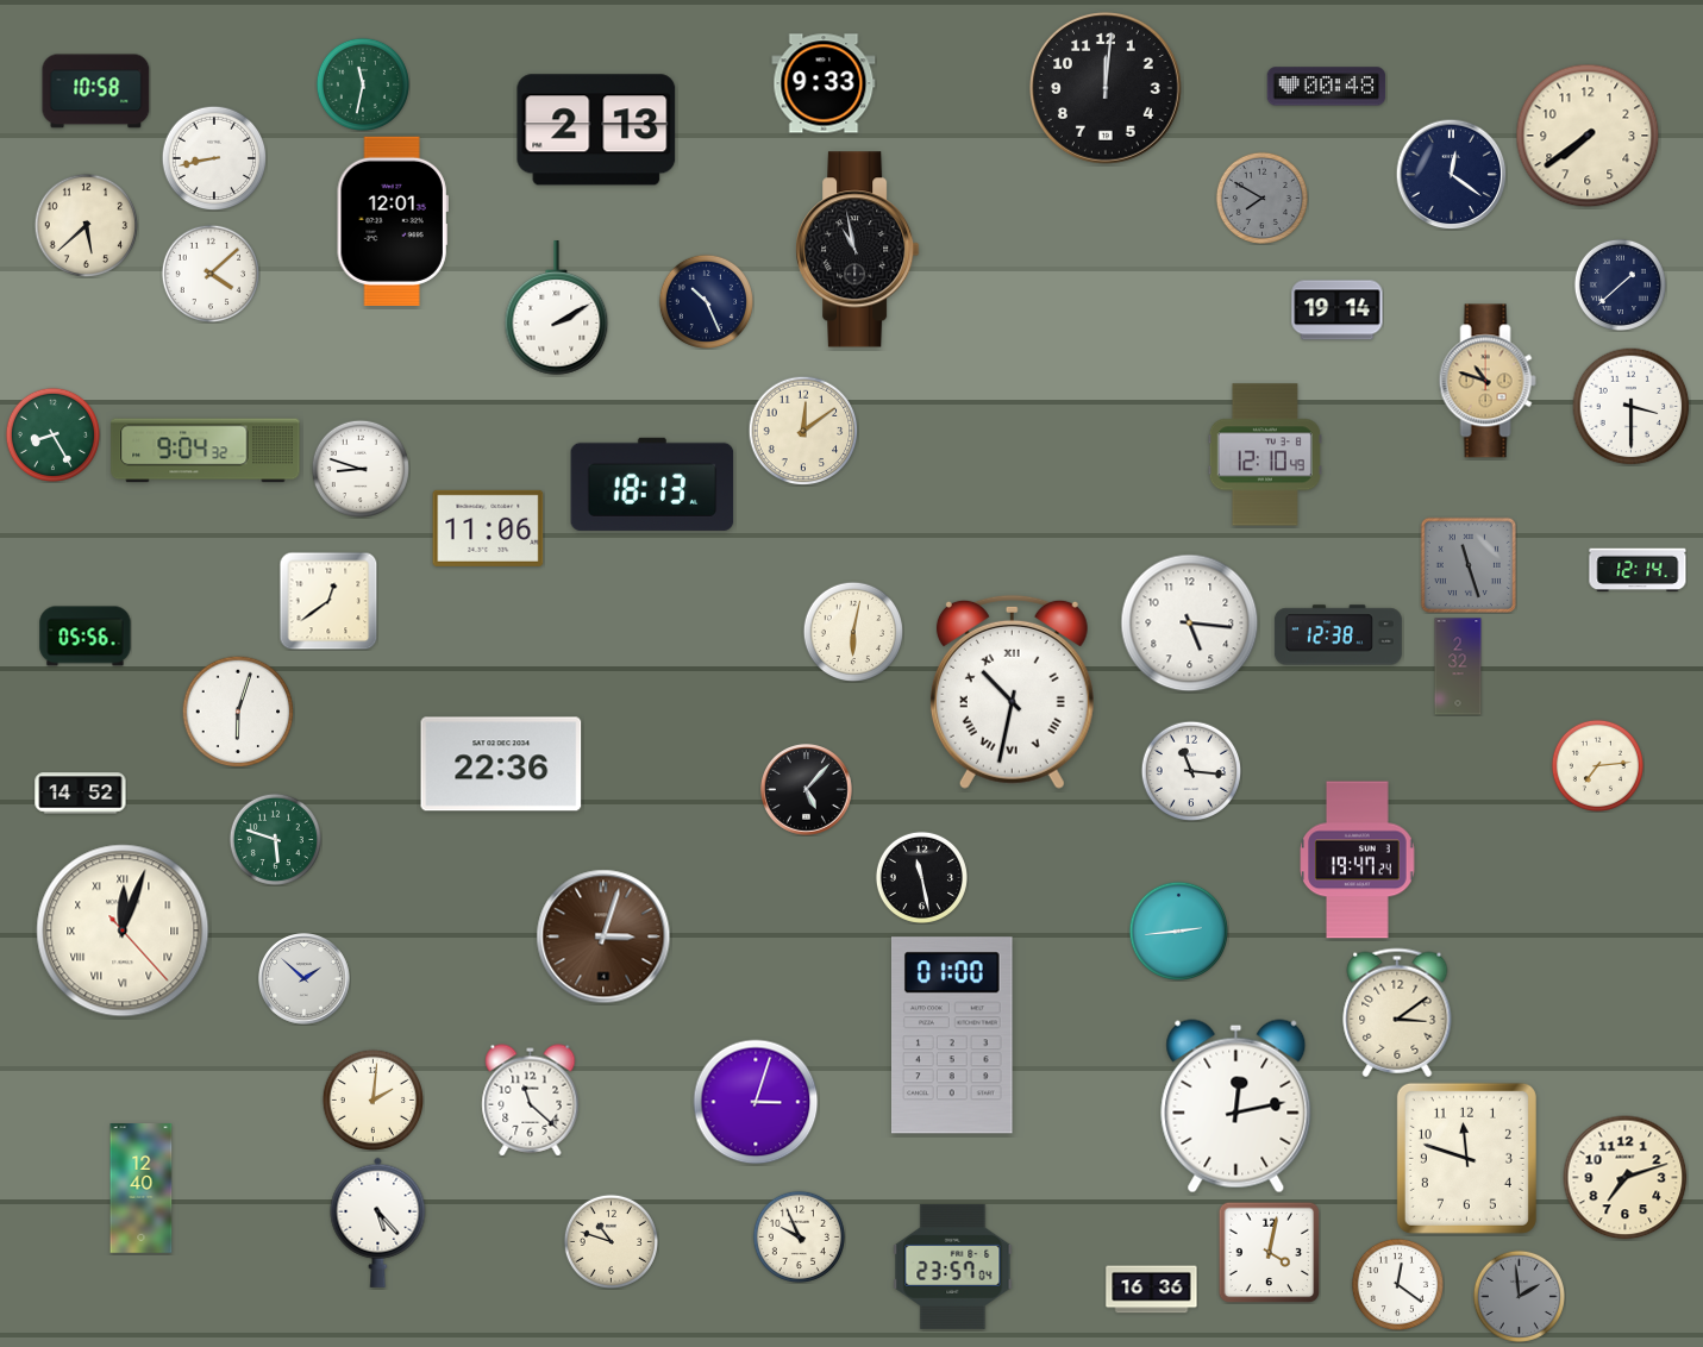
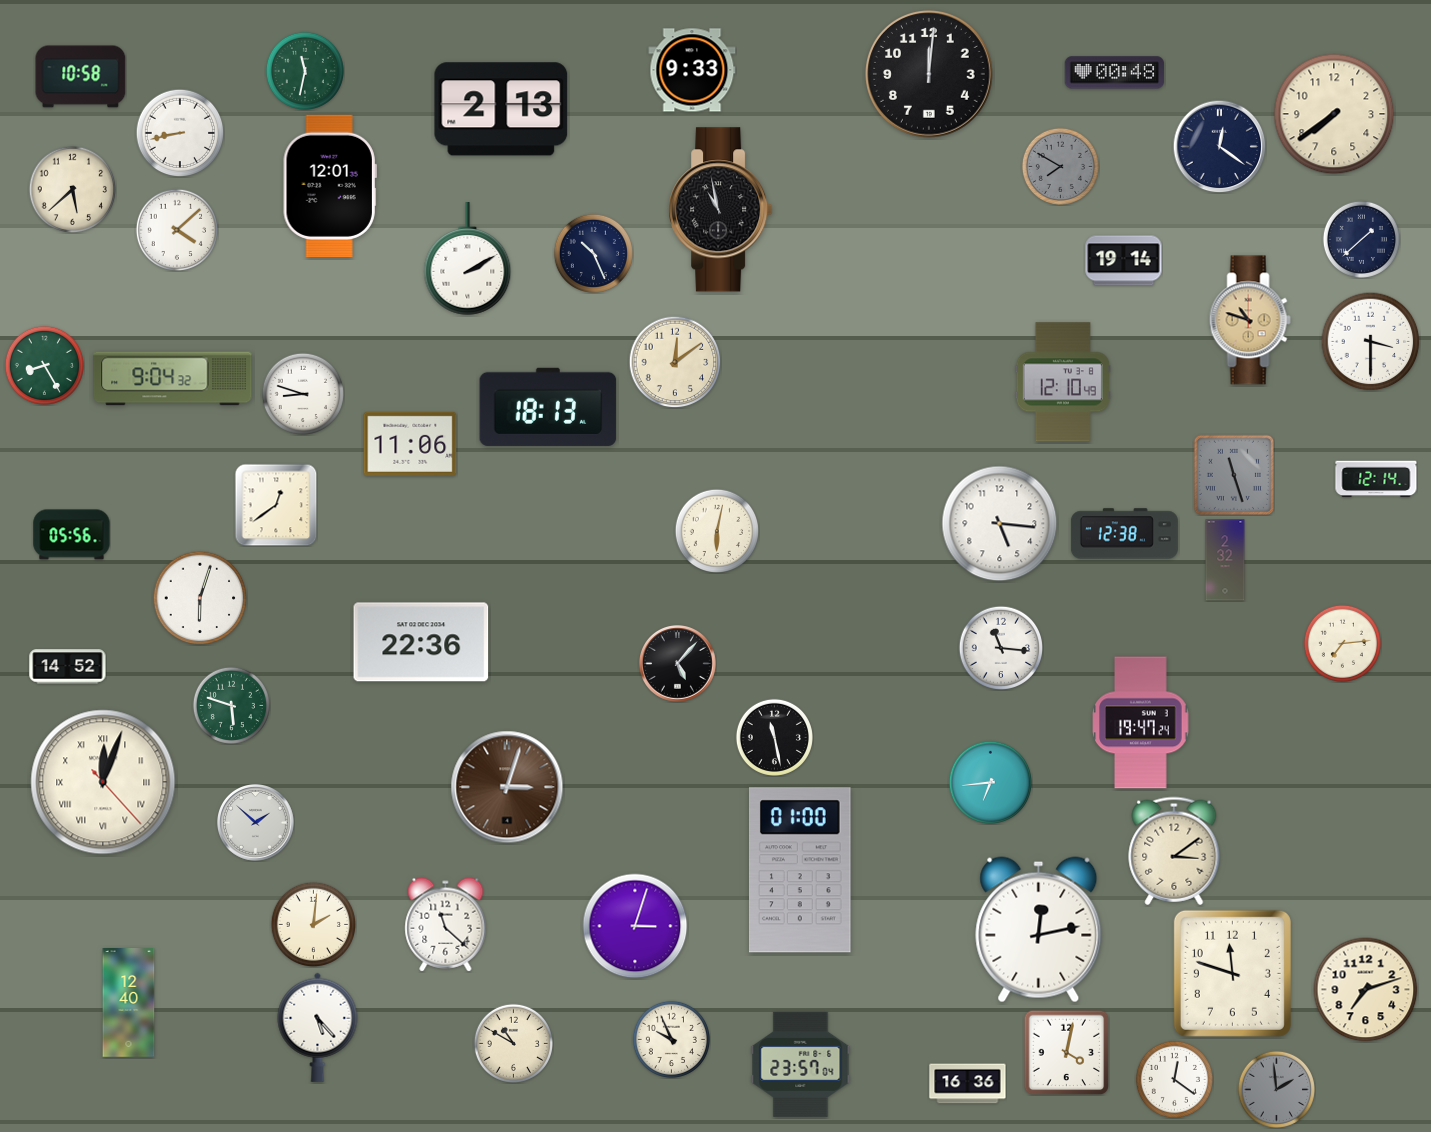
clock at (1012, 691): 10:32 -> none
clock at (1178, 931): 2:44 -> 6:44
clock at (142, 1189) position: (142, 1189) -> (129, 1003)
clock at (611, 1241): 10:48 -> 10:50
